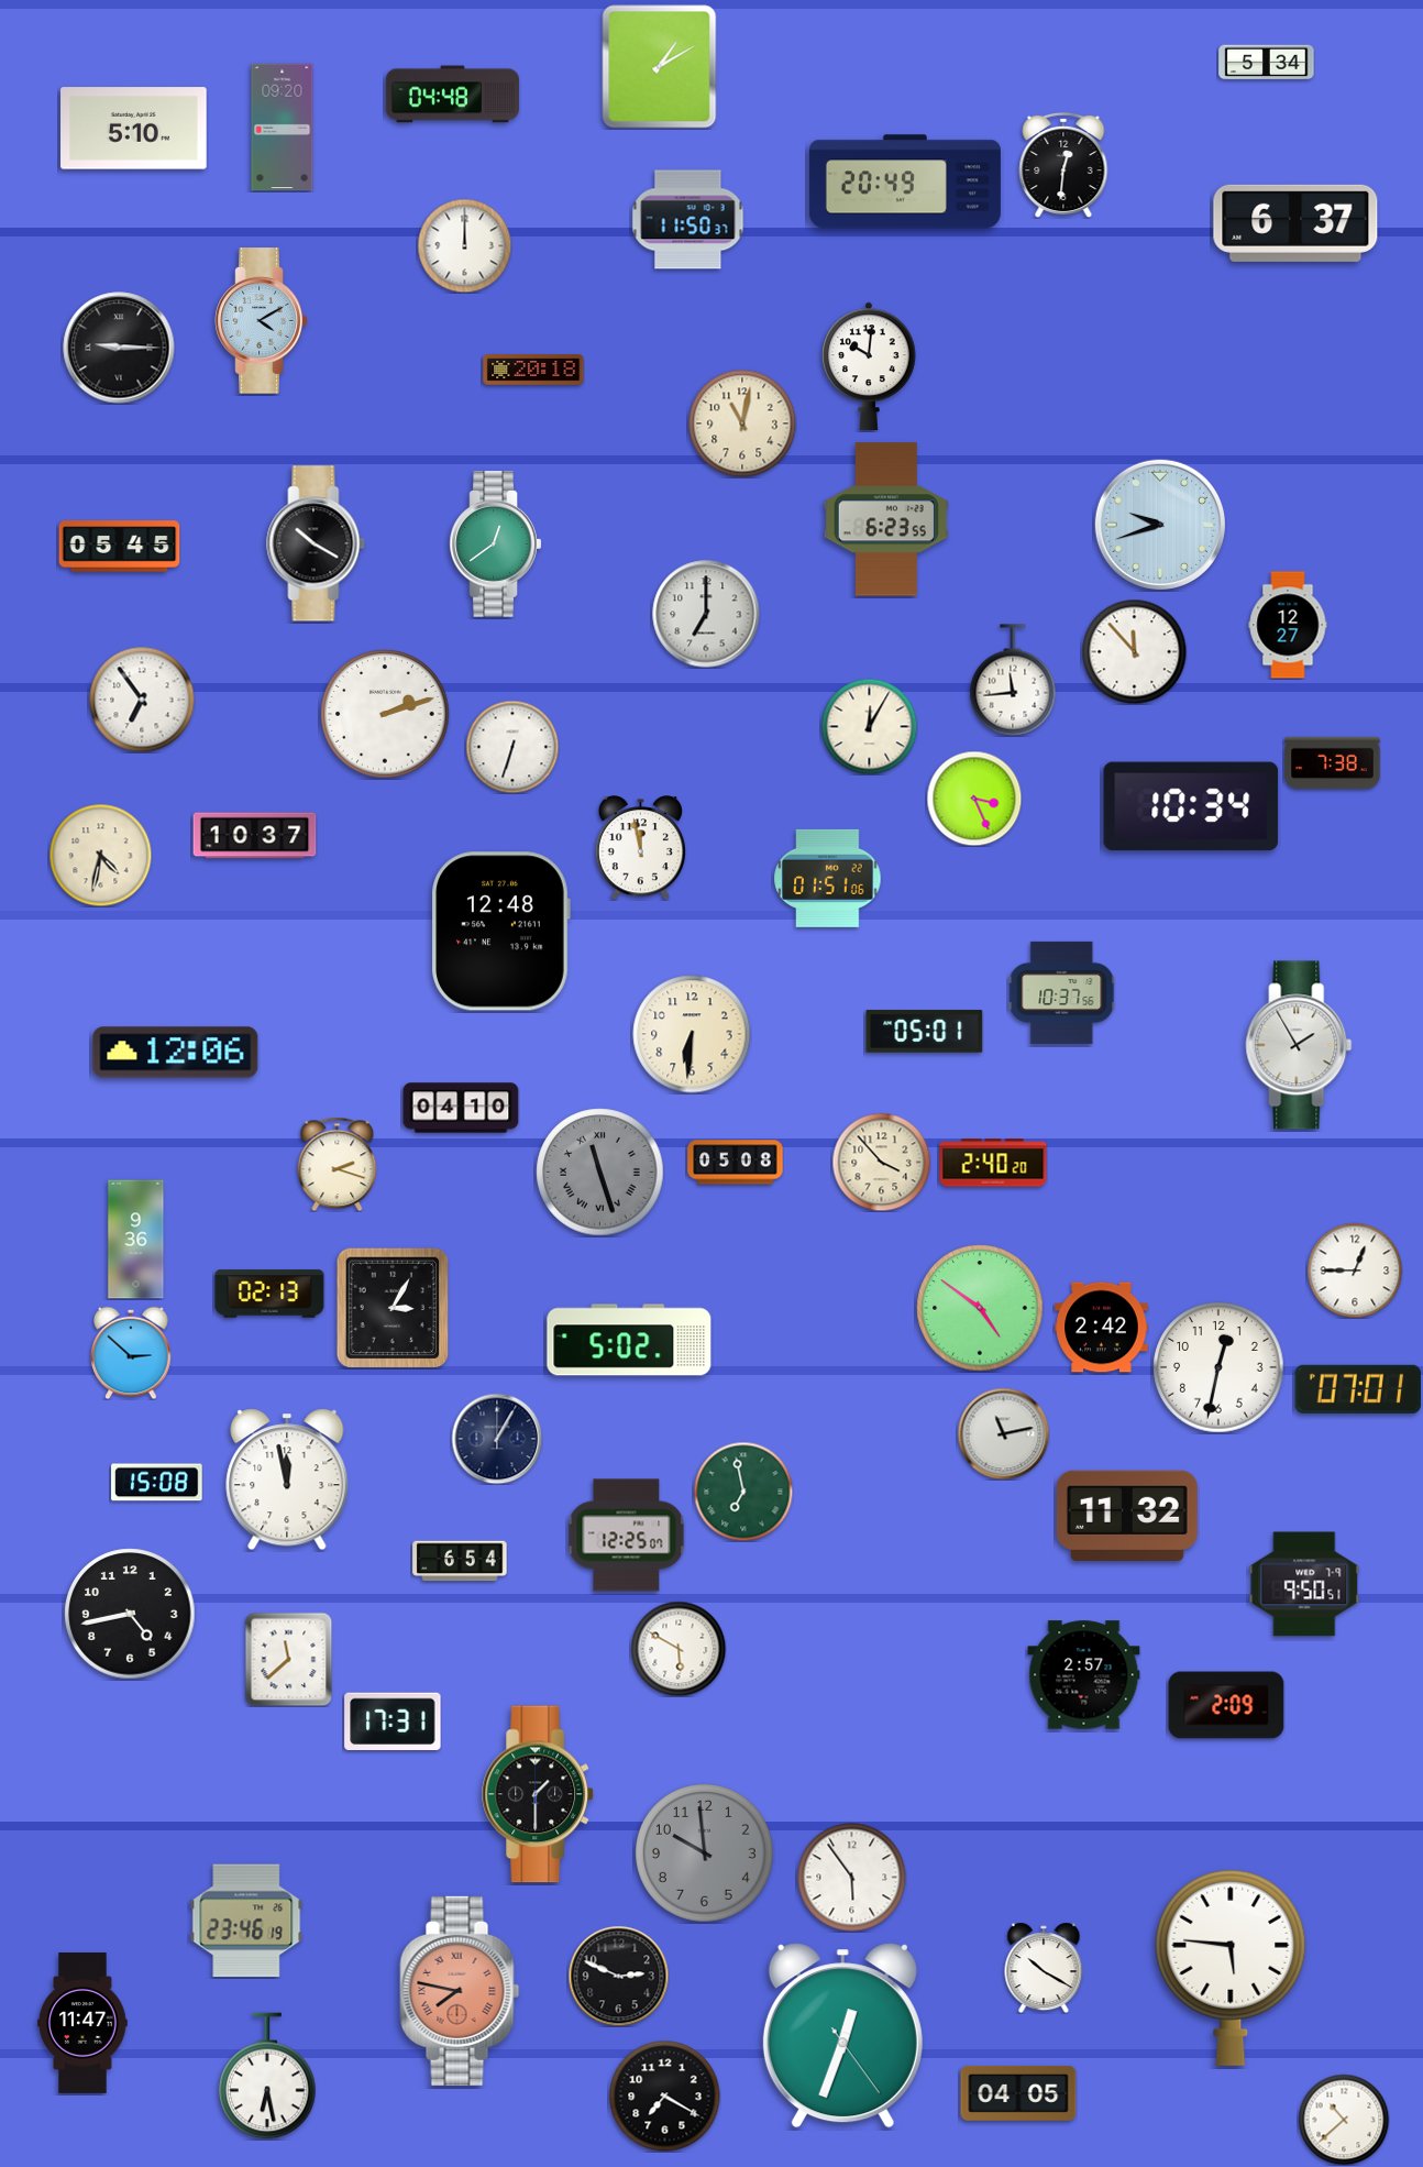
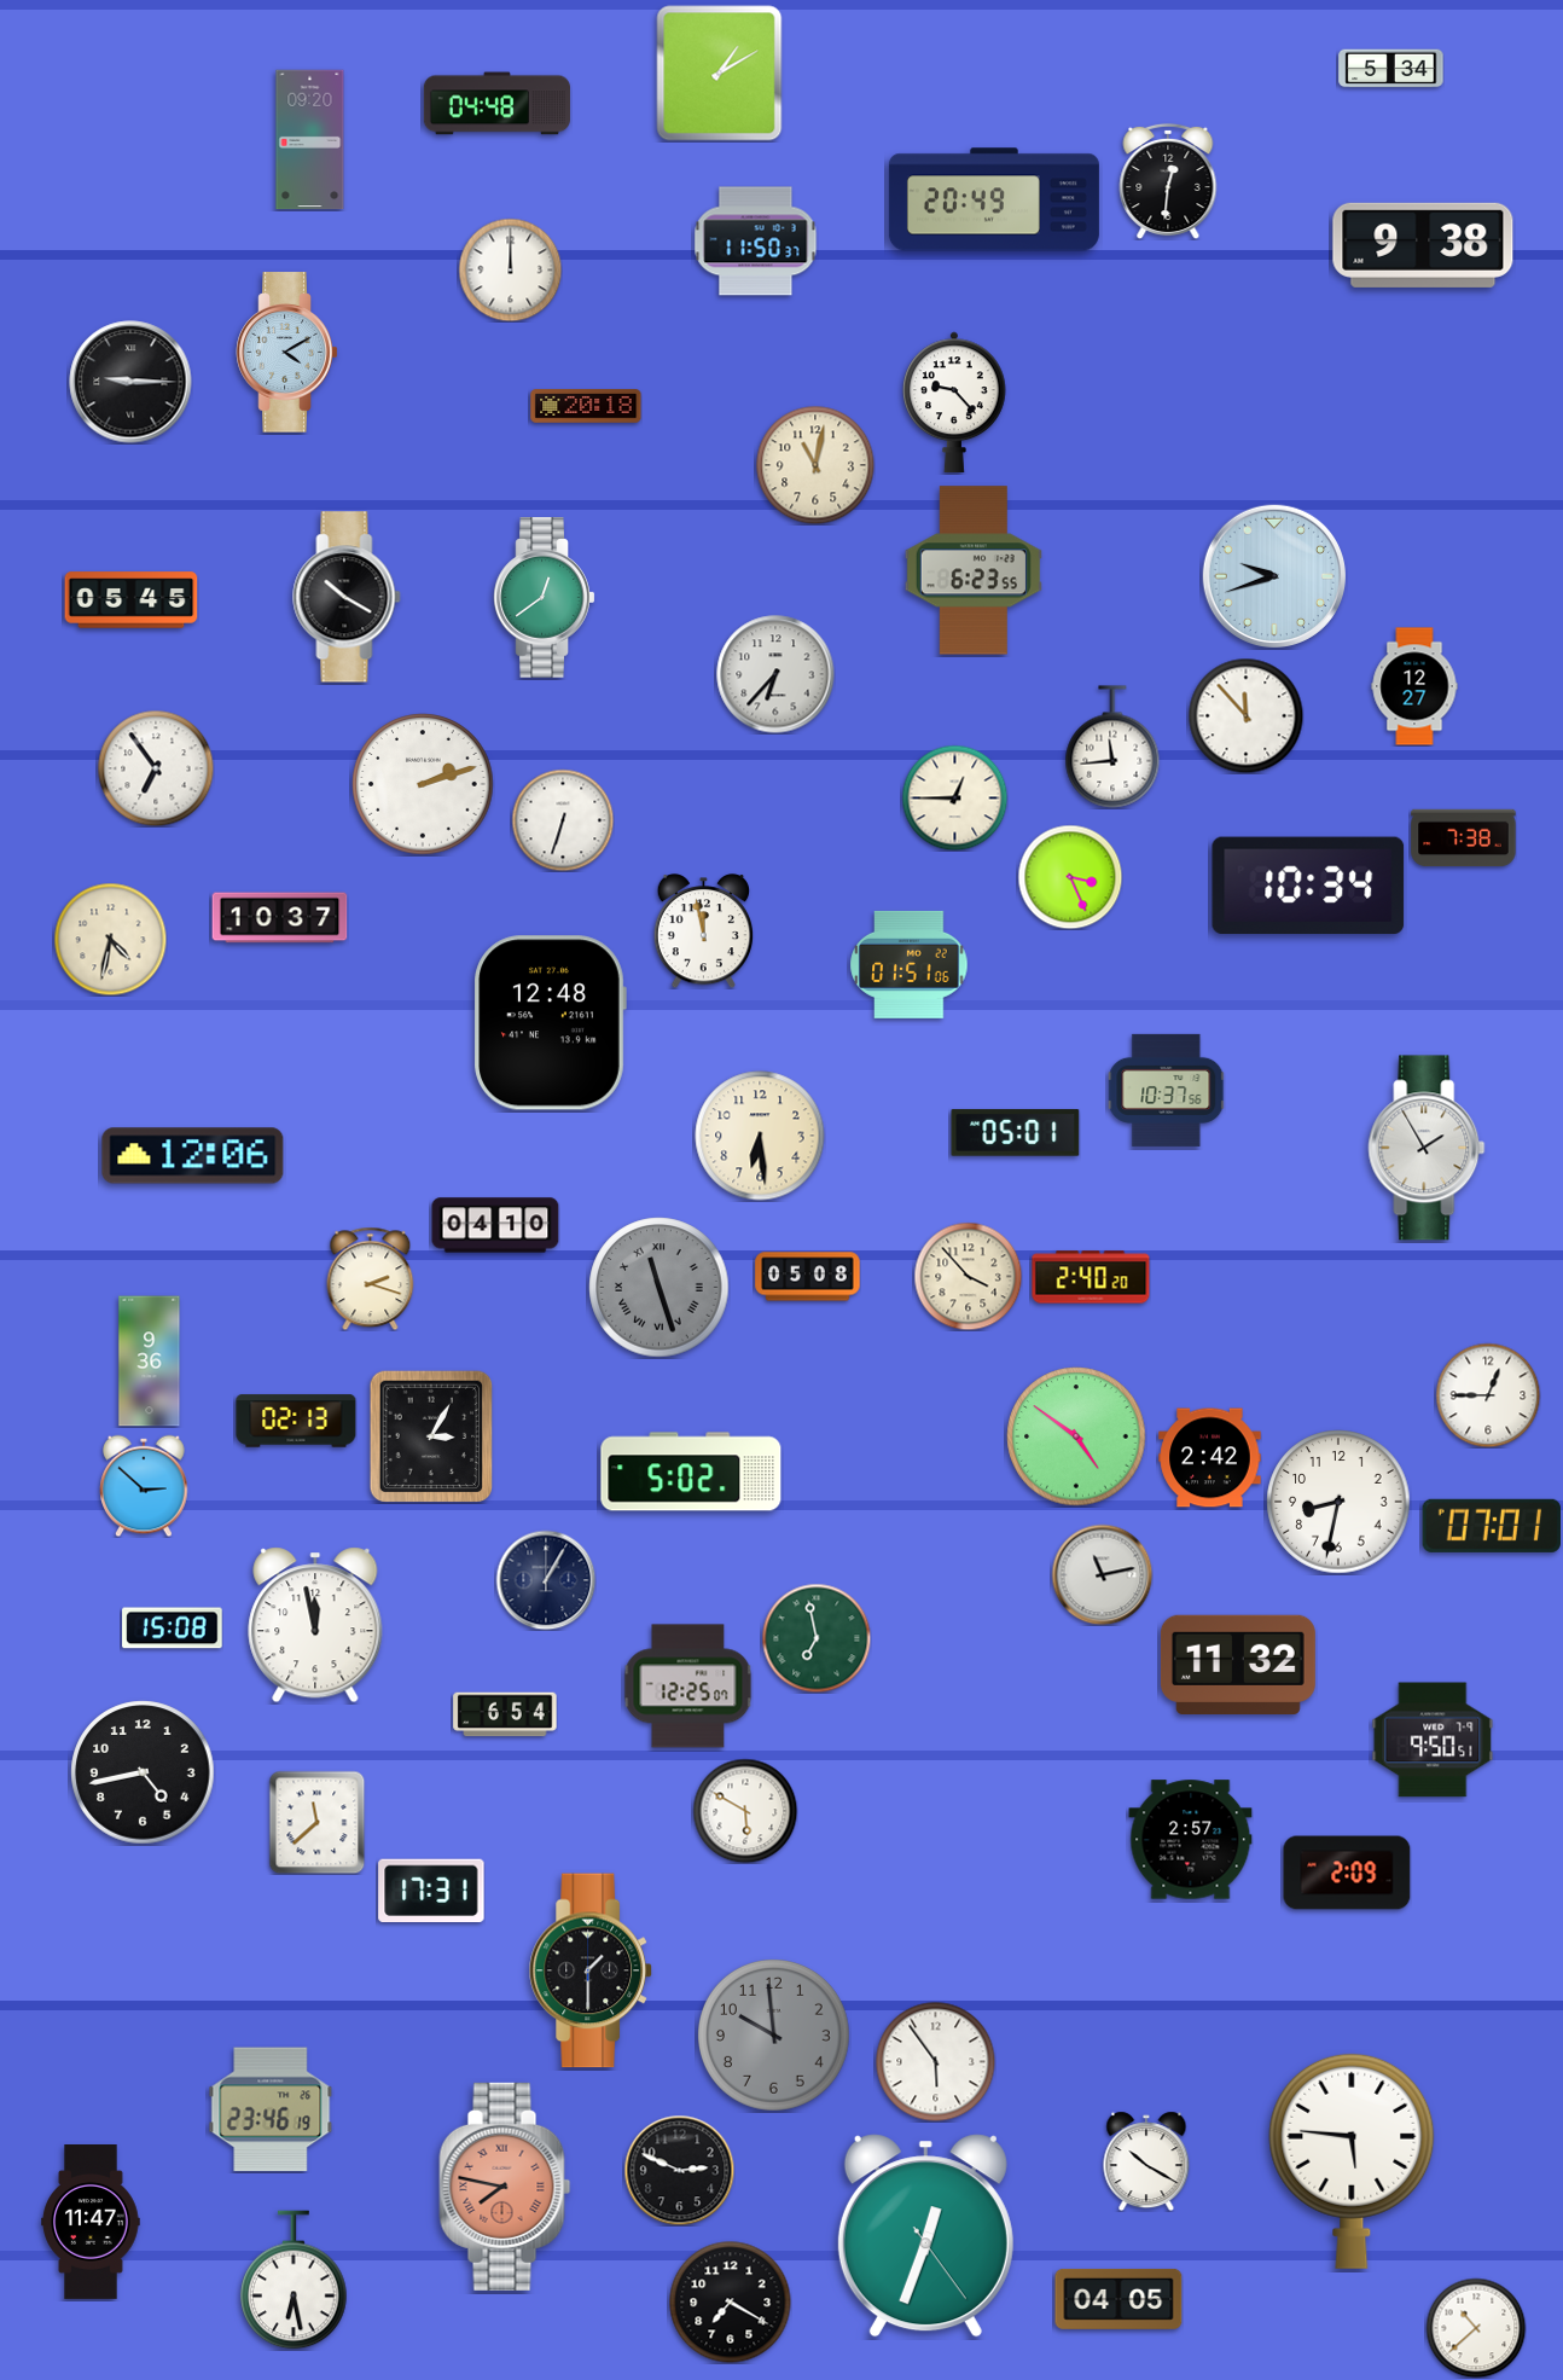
clock at (660, 67) position: (660, 67) -> (720, 74)
clock at (134, 129): 5:10 -> none
clock at (1295, 223): 6:37 -> 9:38
clock at (870, 366): 10:01 -> 9:23
clock at (706, 614): 7:00 -> 6:37
clock at (869, 726): 12:05 -> 12:45
clock at (692, 1034): 6:31 -> 6:29
clock at (461, 1108) position: (461, 1108) -> (495, 1225)
clock at (1218, 1367): 12:32 -> 8:32
